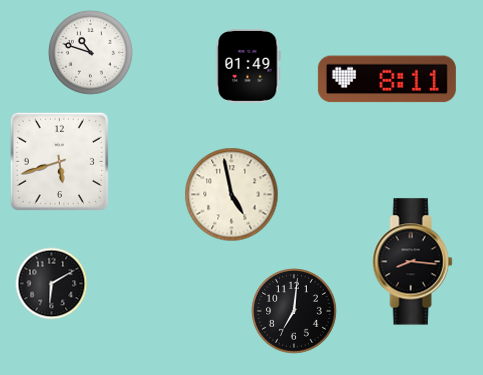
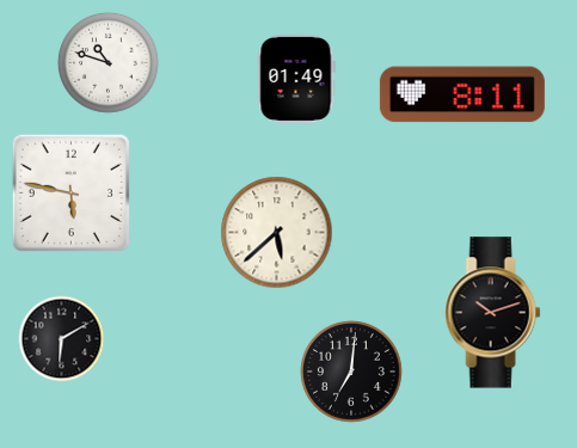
clock at (59, 161): 5:42 -> 5:47
clock at (232, 195): 4:58 -> 5:38
clock at (413, 262): 8:16 -> 10:12
